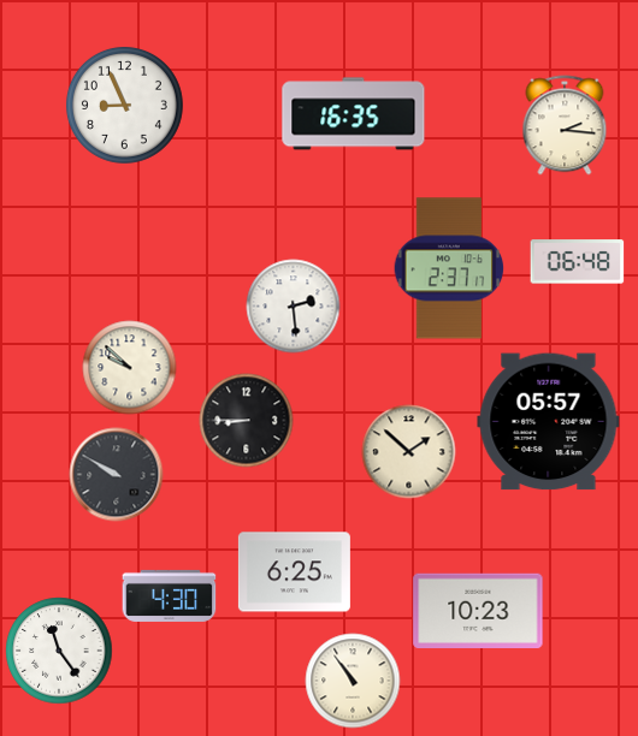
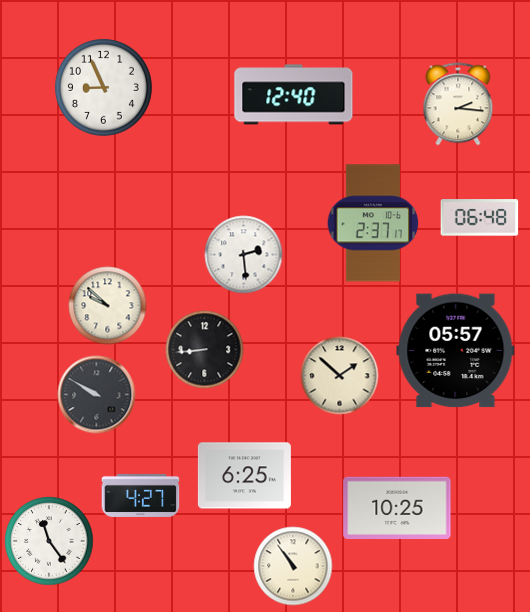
clock at (354, 114): 16:35 -> 12:40
clock at (565, 125) position: (565, 125) -> (458, 104)
clock at (246, 420): 8:45 -> 8:44
clock at (169, 595): 4:30 -> 4:27
clock at (478, 610): 10:23 -> 10:25
